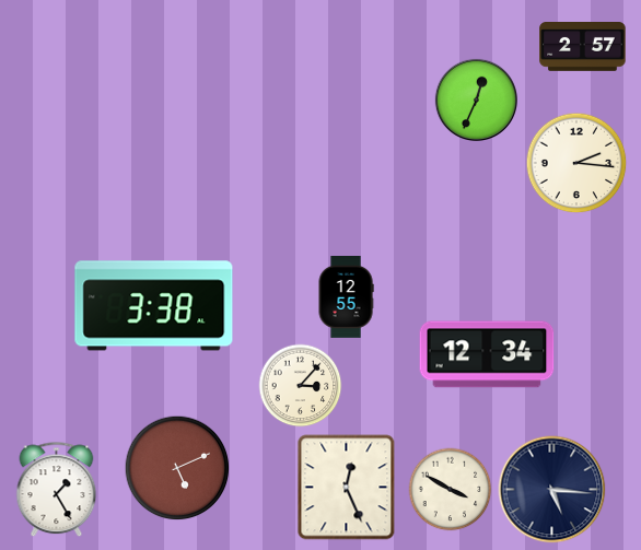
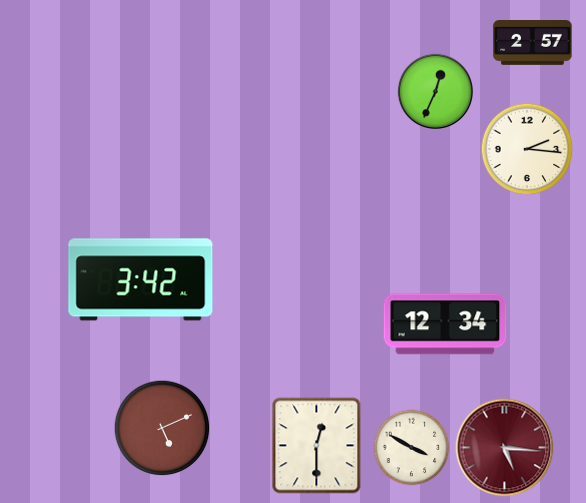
clock at (346, 297): 12:55 -> none
clock at (154, 306): 3:38 -> 3:42
clock at (301, 386): 3:07 -> none
clock at (347, 488): 12:26 -> 12:30
clock at (57, 490): 1:25 -> none
clock at (552, 490) dial: navy -> burgundy
